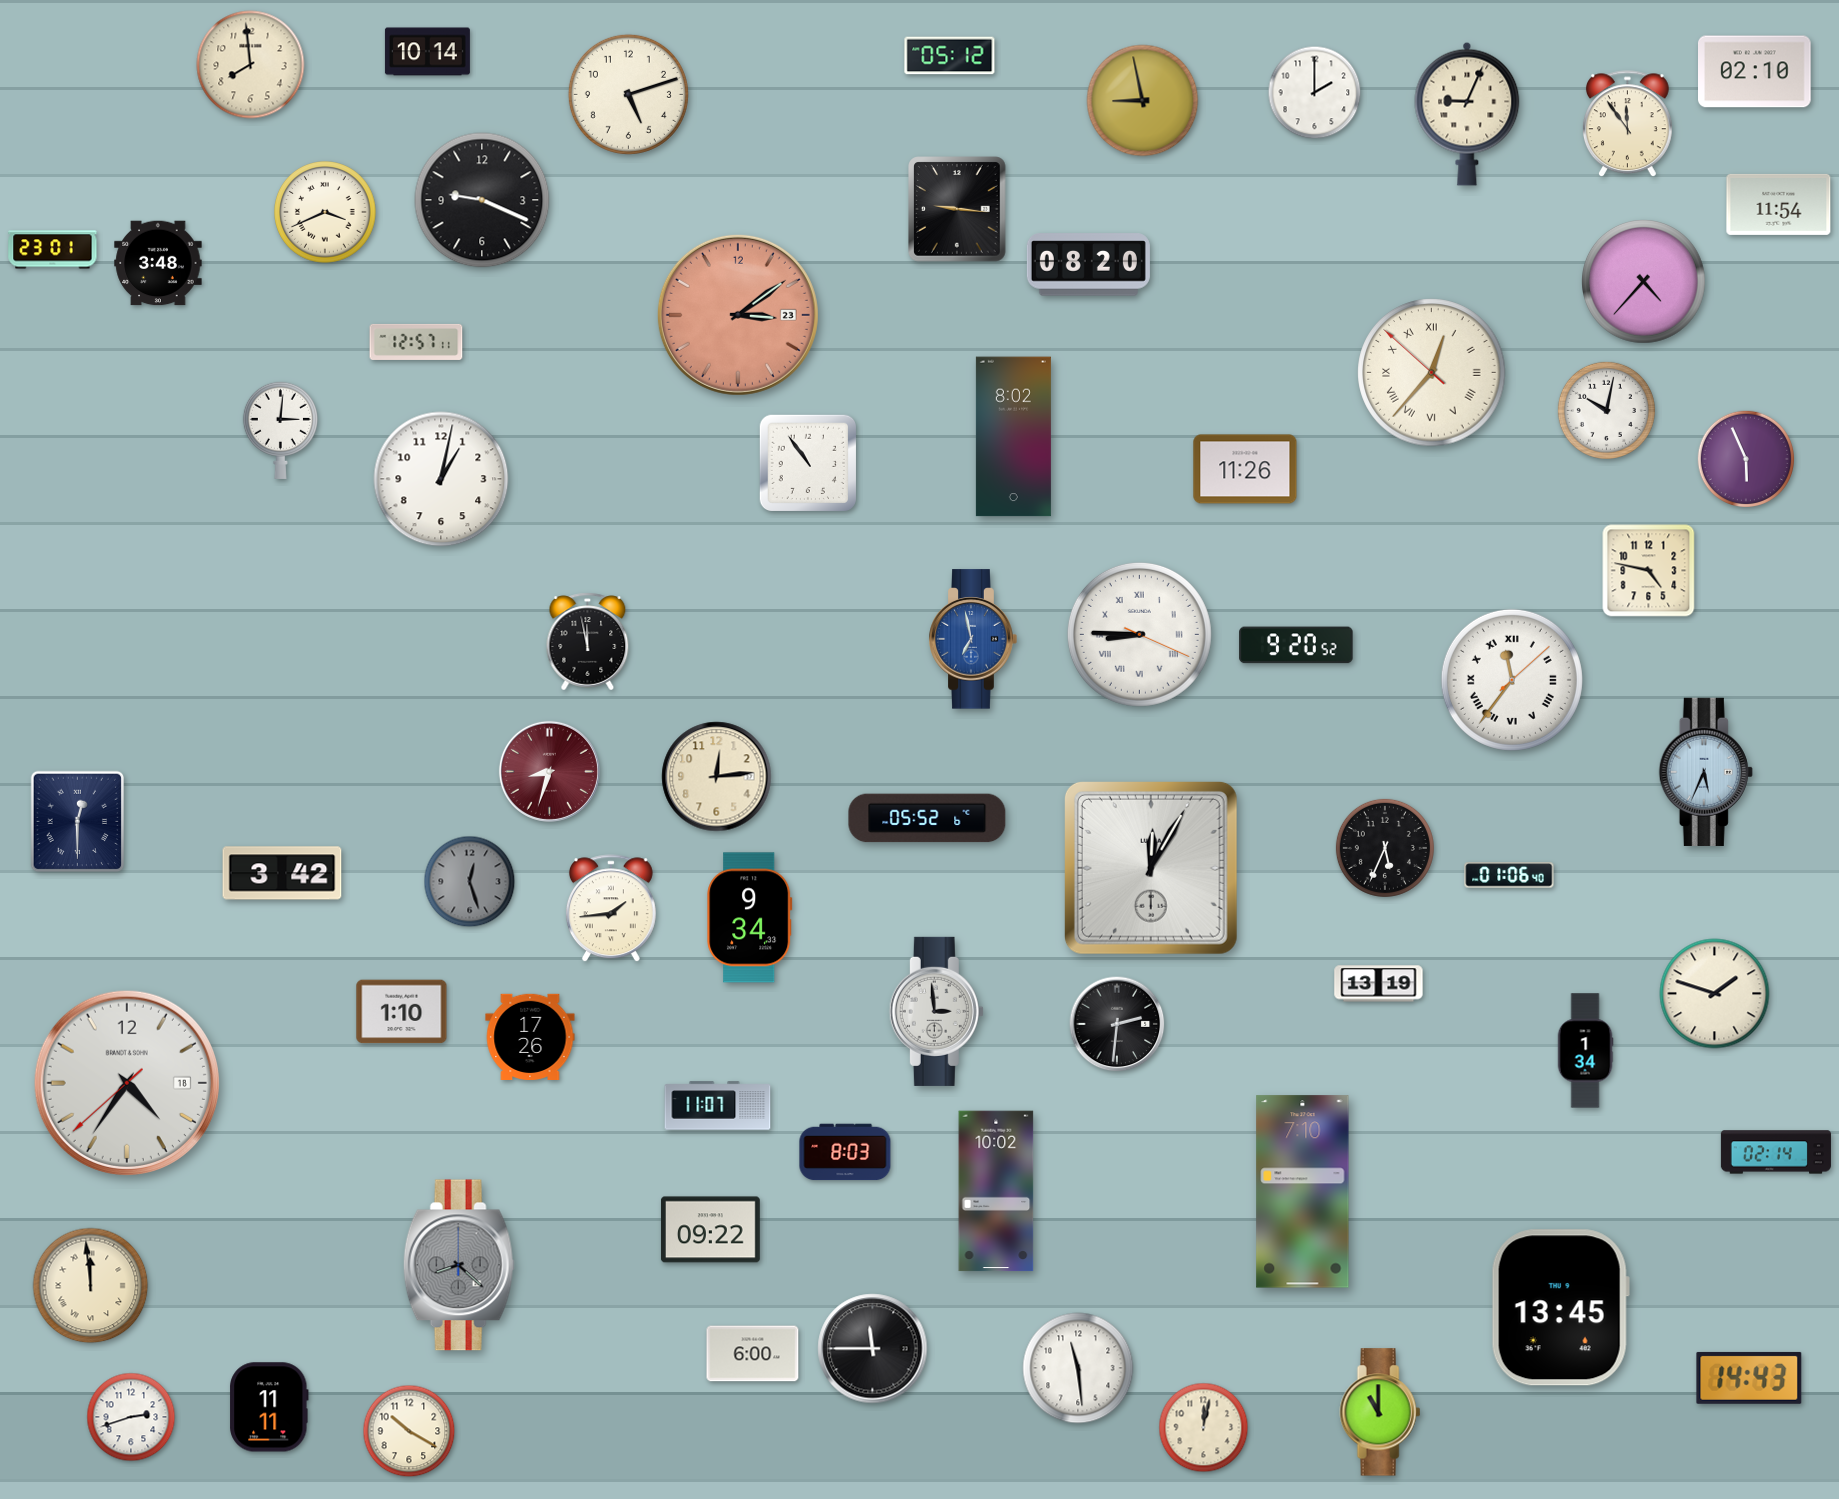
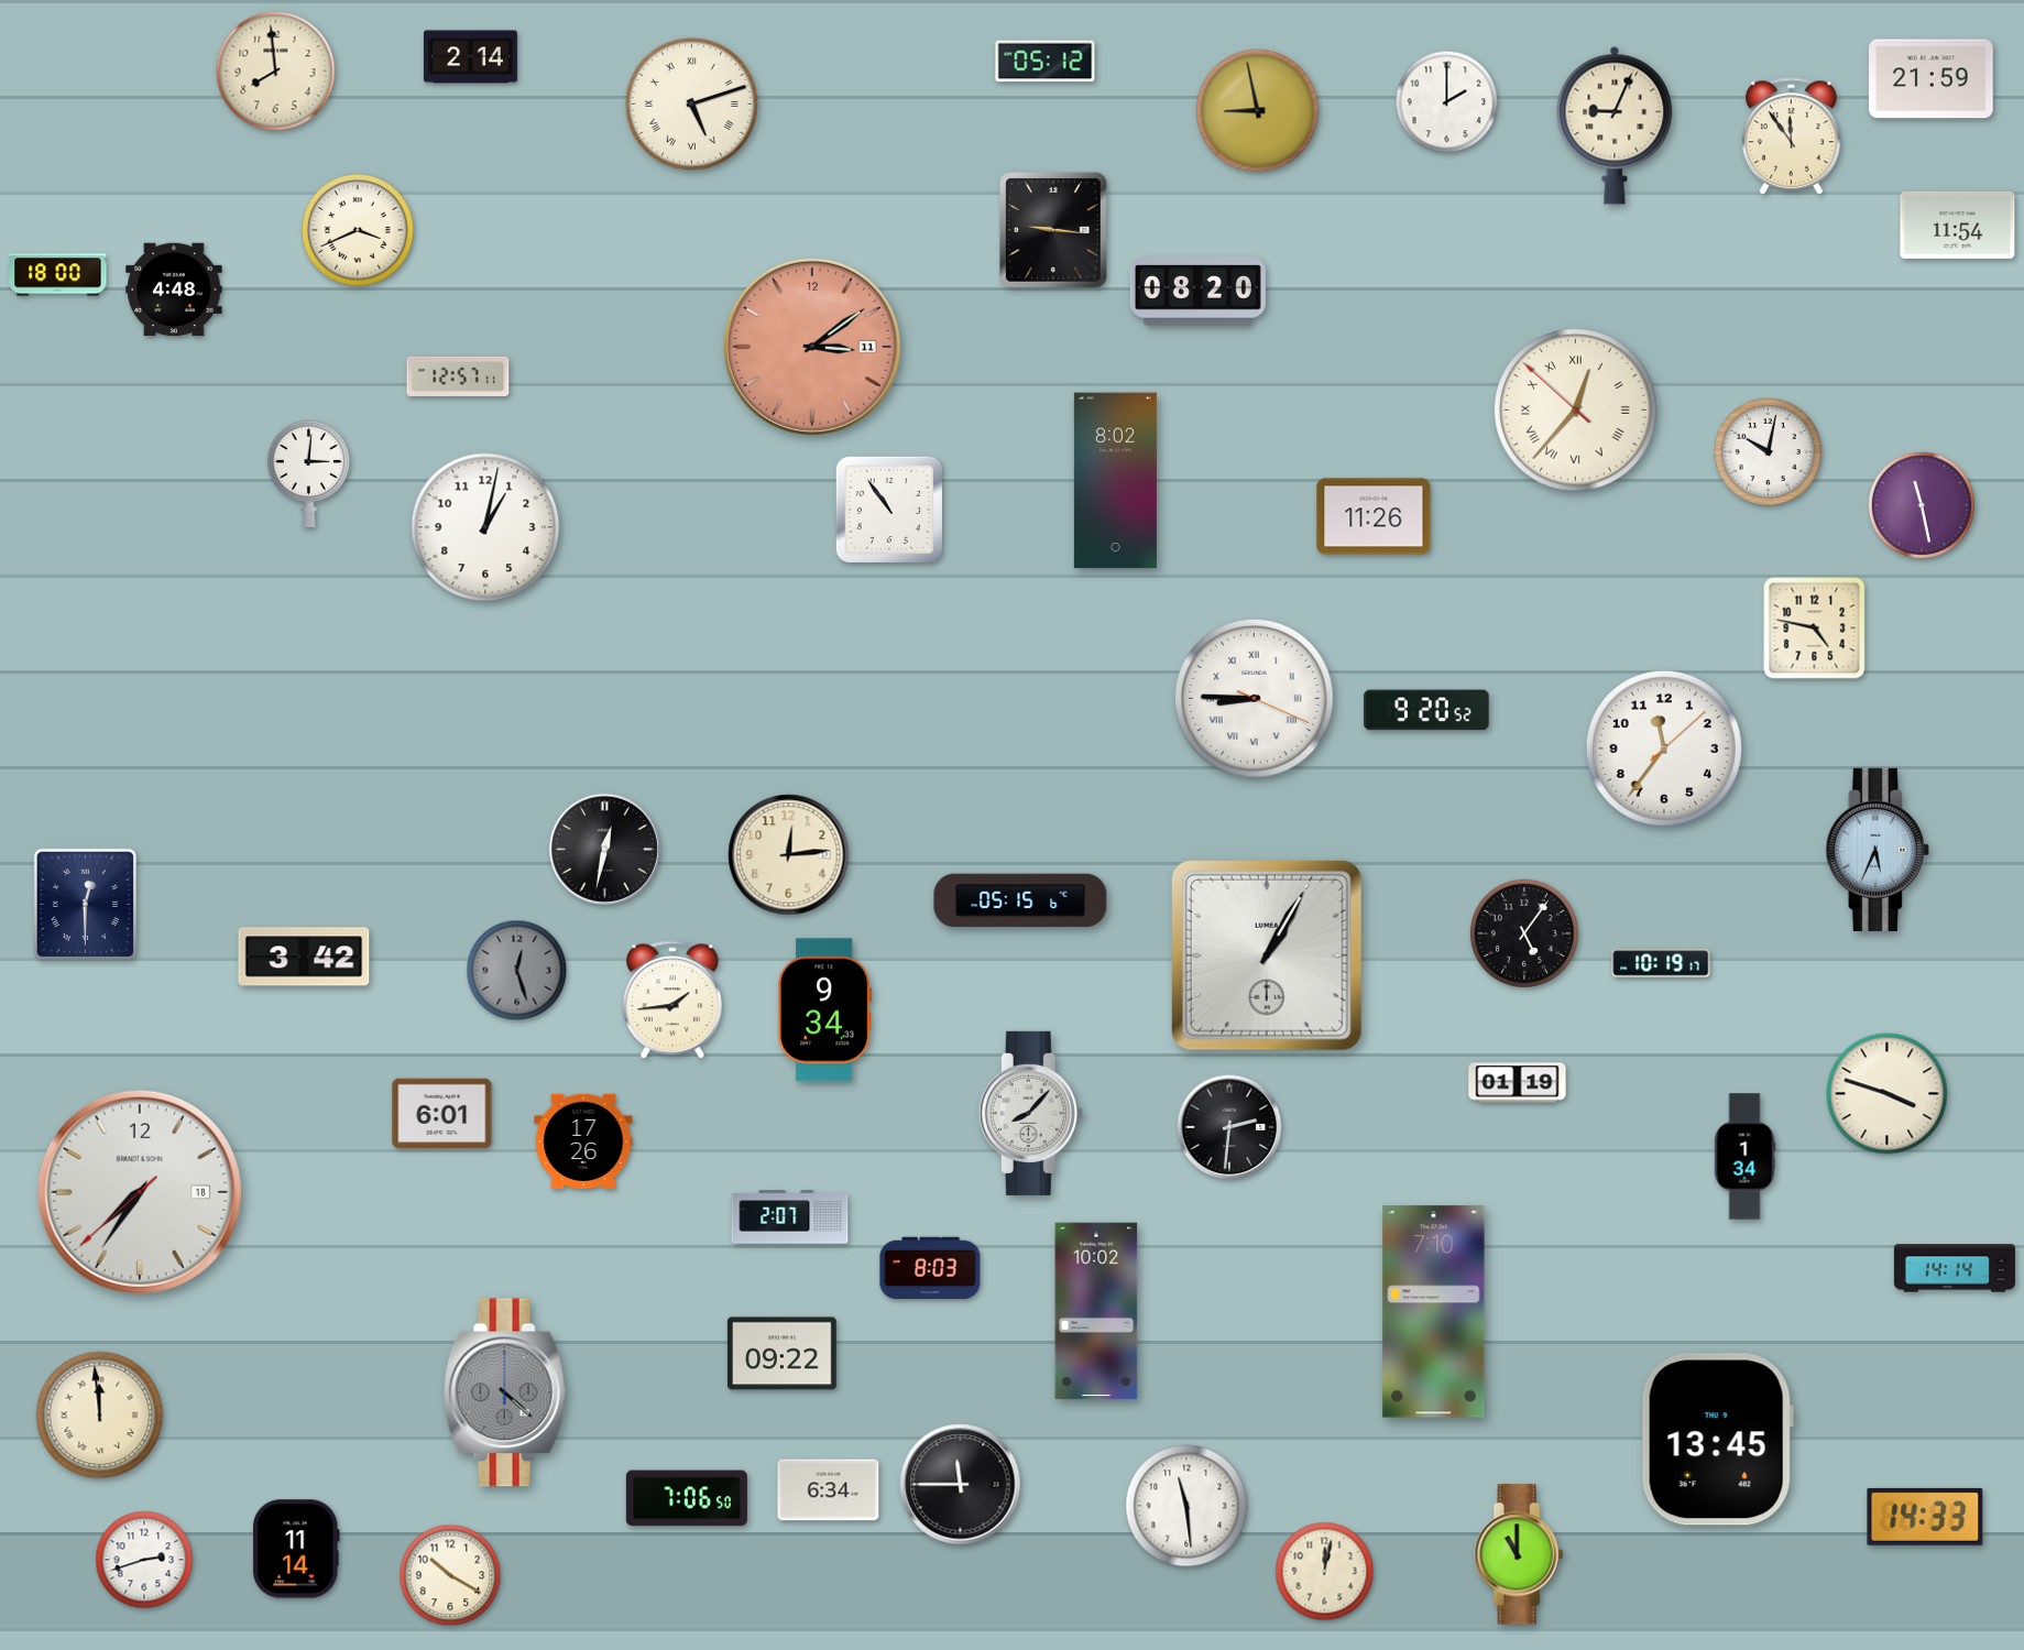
clock at (427, 52): 10:14 -> 2:14
clock at (1755, 72): 02:10 -> 21:59
clock at (628, 94) numerals: Arabic -> Roman
clock at (482, 200): 9:19 -> none
clock at (325, 212) position: (325, 212) -> (358, 230)
clock at (53, 250): 23:01 -> 18:00
clock at (158, 263): 3:48 -> 4:48
clock at (1644, 282): 4:37 -> none
clock at (738, 315) date: 23 -> 11
clock at (1745, 458): 5:56 -> 11:28
clock at (1245, 469) position: (1245, 469) -> (1374, 516)
clock at (973, 639): 6:58 -> none
clock at (588, 642): 11:58 -> none
clock at (1512, 680) numerals: Roman -> Arabic
clock at (549, 771): 8:33 -> 12:32
clock at (549, 771) dial: burgundy -> black
clock at (927, 818): 05:52 -> 05:15
clock at (1385, 848): 5:34 -> 5:06
clock at (1151, 868): 12:05 -> 1:05
clock at (282, 873) position: (282, 873) -> (304, 957)
clock at (1509, 875): 01:06 -> 10:19
clock at (1379, 984): 13:19 -> 01:19
clock at (1715, 994): 1:48 -> 3:48
clock at (936, 1011): 2:59 -> 8:07
clock at (402, 1012): 1:10 -> 6:01
clock at (127, 1083): 4:35 -> 7:35
clock at (718, 1106): 11:07 -> 2:07
clock at (1776, 1152): 02:14 -> 14:14
clock at (459, 1265): 8:22 -> 4:22
clock at (753, 1354): 6:00 -> 6:34
clock at (687, 1498): none -> 7:06
clock at (1749, 1378): 14:43 -> 14:33
clock at (269, 1407): 11:11 -> 11:14
